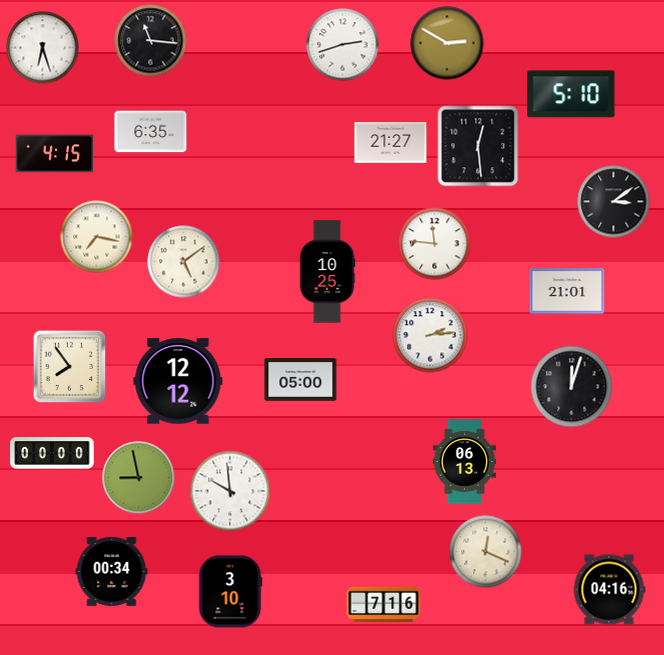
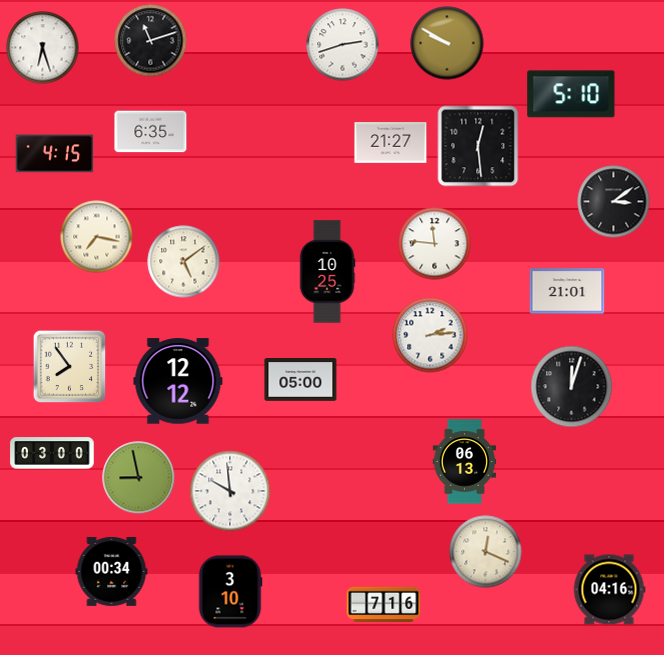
clock at (151, 41): 11:16 -> 11:12
clock at (447, 43): 2:50 -> 9:50
clock at (52, 453): 00:00 -> 03:00
